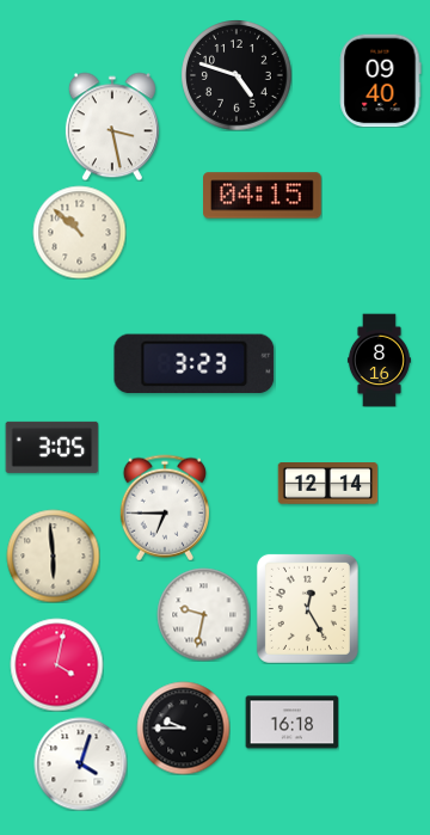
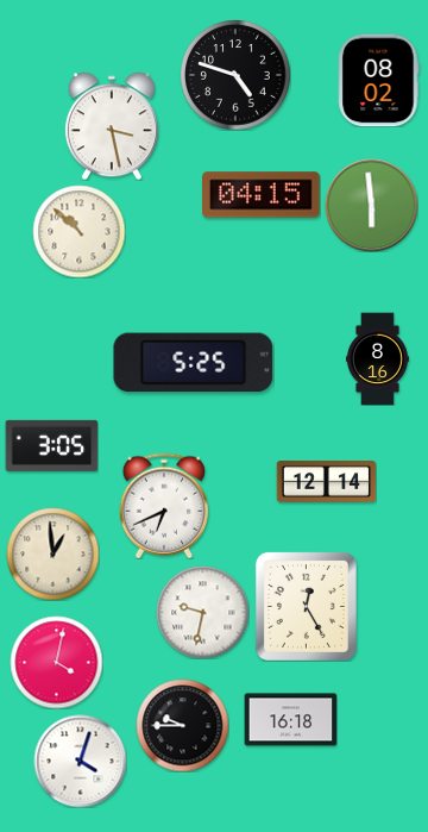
clock at (381, 80): 09:40 -> 08:02
clock at (371, 205): none -> 5:59
clock at (195, 364): 3:23 -> 5:25
clock at (165, 508): 6:45 -> 6:41
clock at (53, 555): 5:59 -> 12:59
